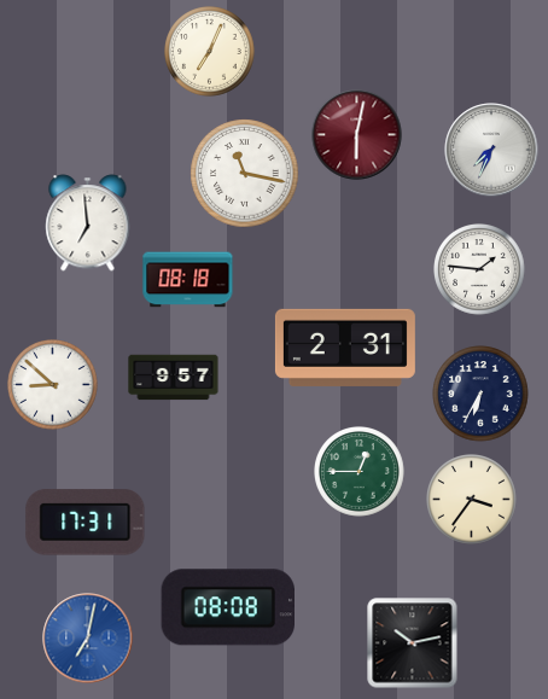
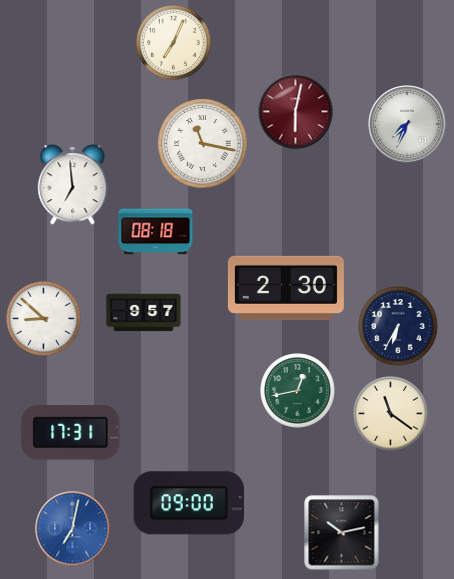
clock at (479, 269): 1:46 -> none
clock at (345, 348): 2:31 -> 2:30
clock at (360, 472): 12:45 -> 12:43
clock at (472, 500): 3:36 -> 11:21
clock at (227, 607): 08:08 -> 09:00
